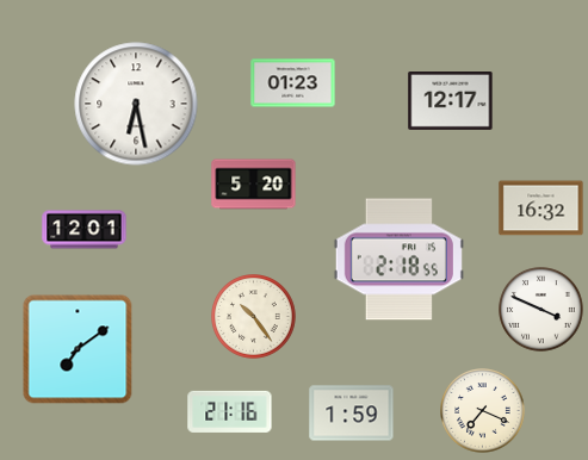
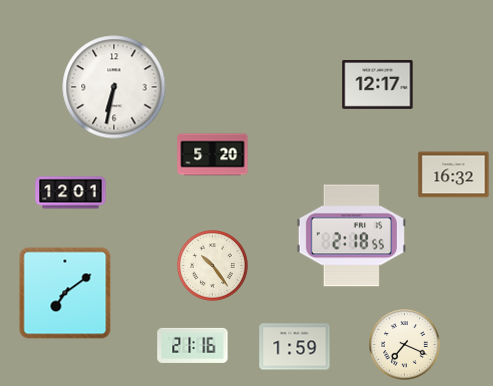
clock at (293, 83): 01:23 -> none
clock at (136, 104): 6:28 -> 6:32
clock at (398, 260) position: (398, 260) -> (351, 236)
clock at (541, 310): 3:49 -> none
